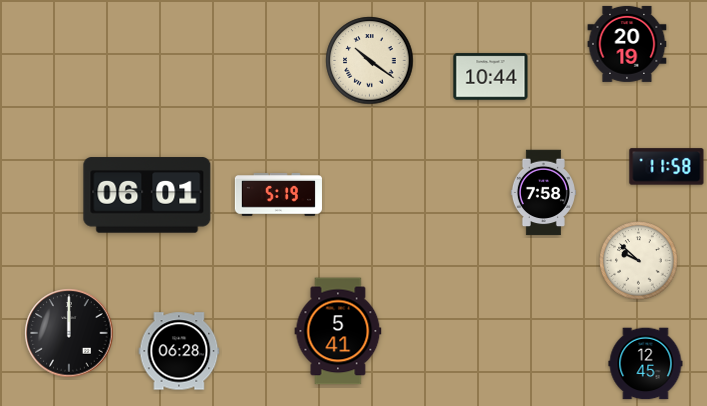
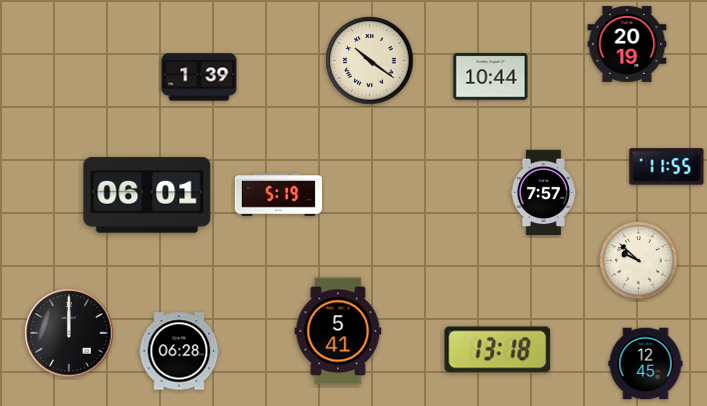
clock at (199, 77): none -> 1:39
clock at (667, 167): 11:58 -> 11:55
clock at (543, 193): 7:58 -> 7:57
clock at (498, 350): none -> 13:18
